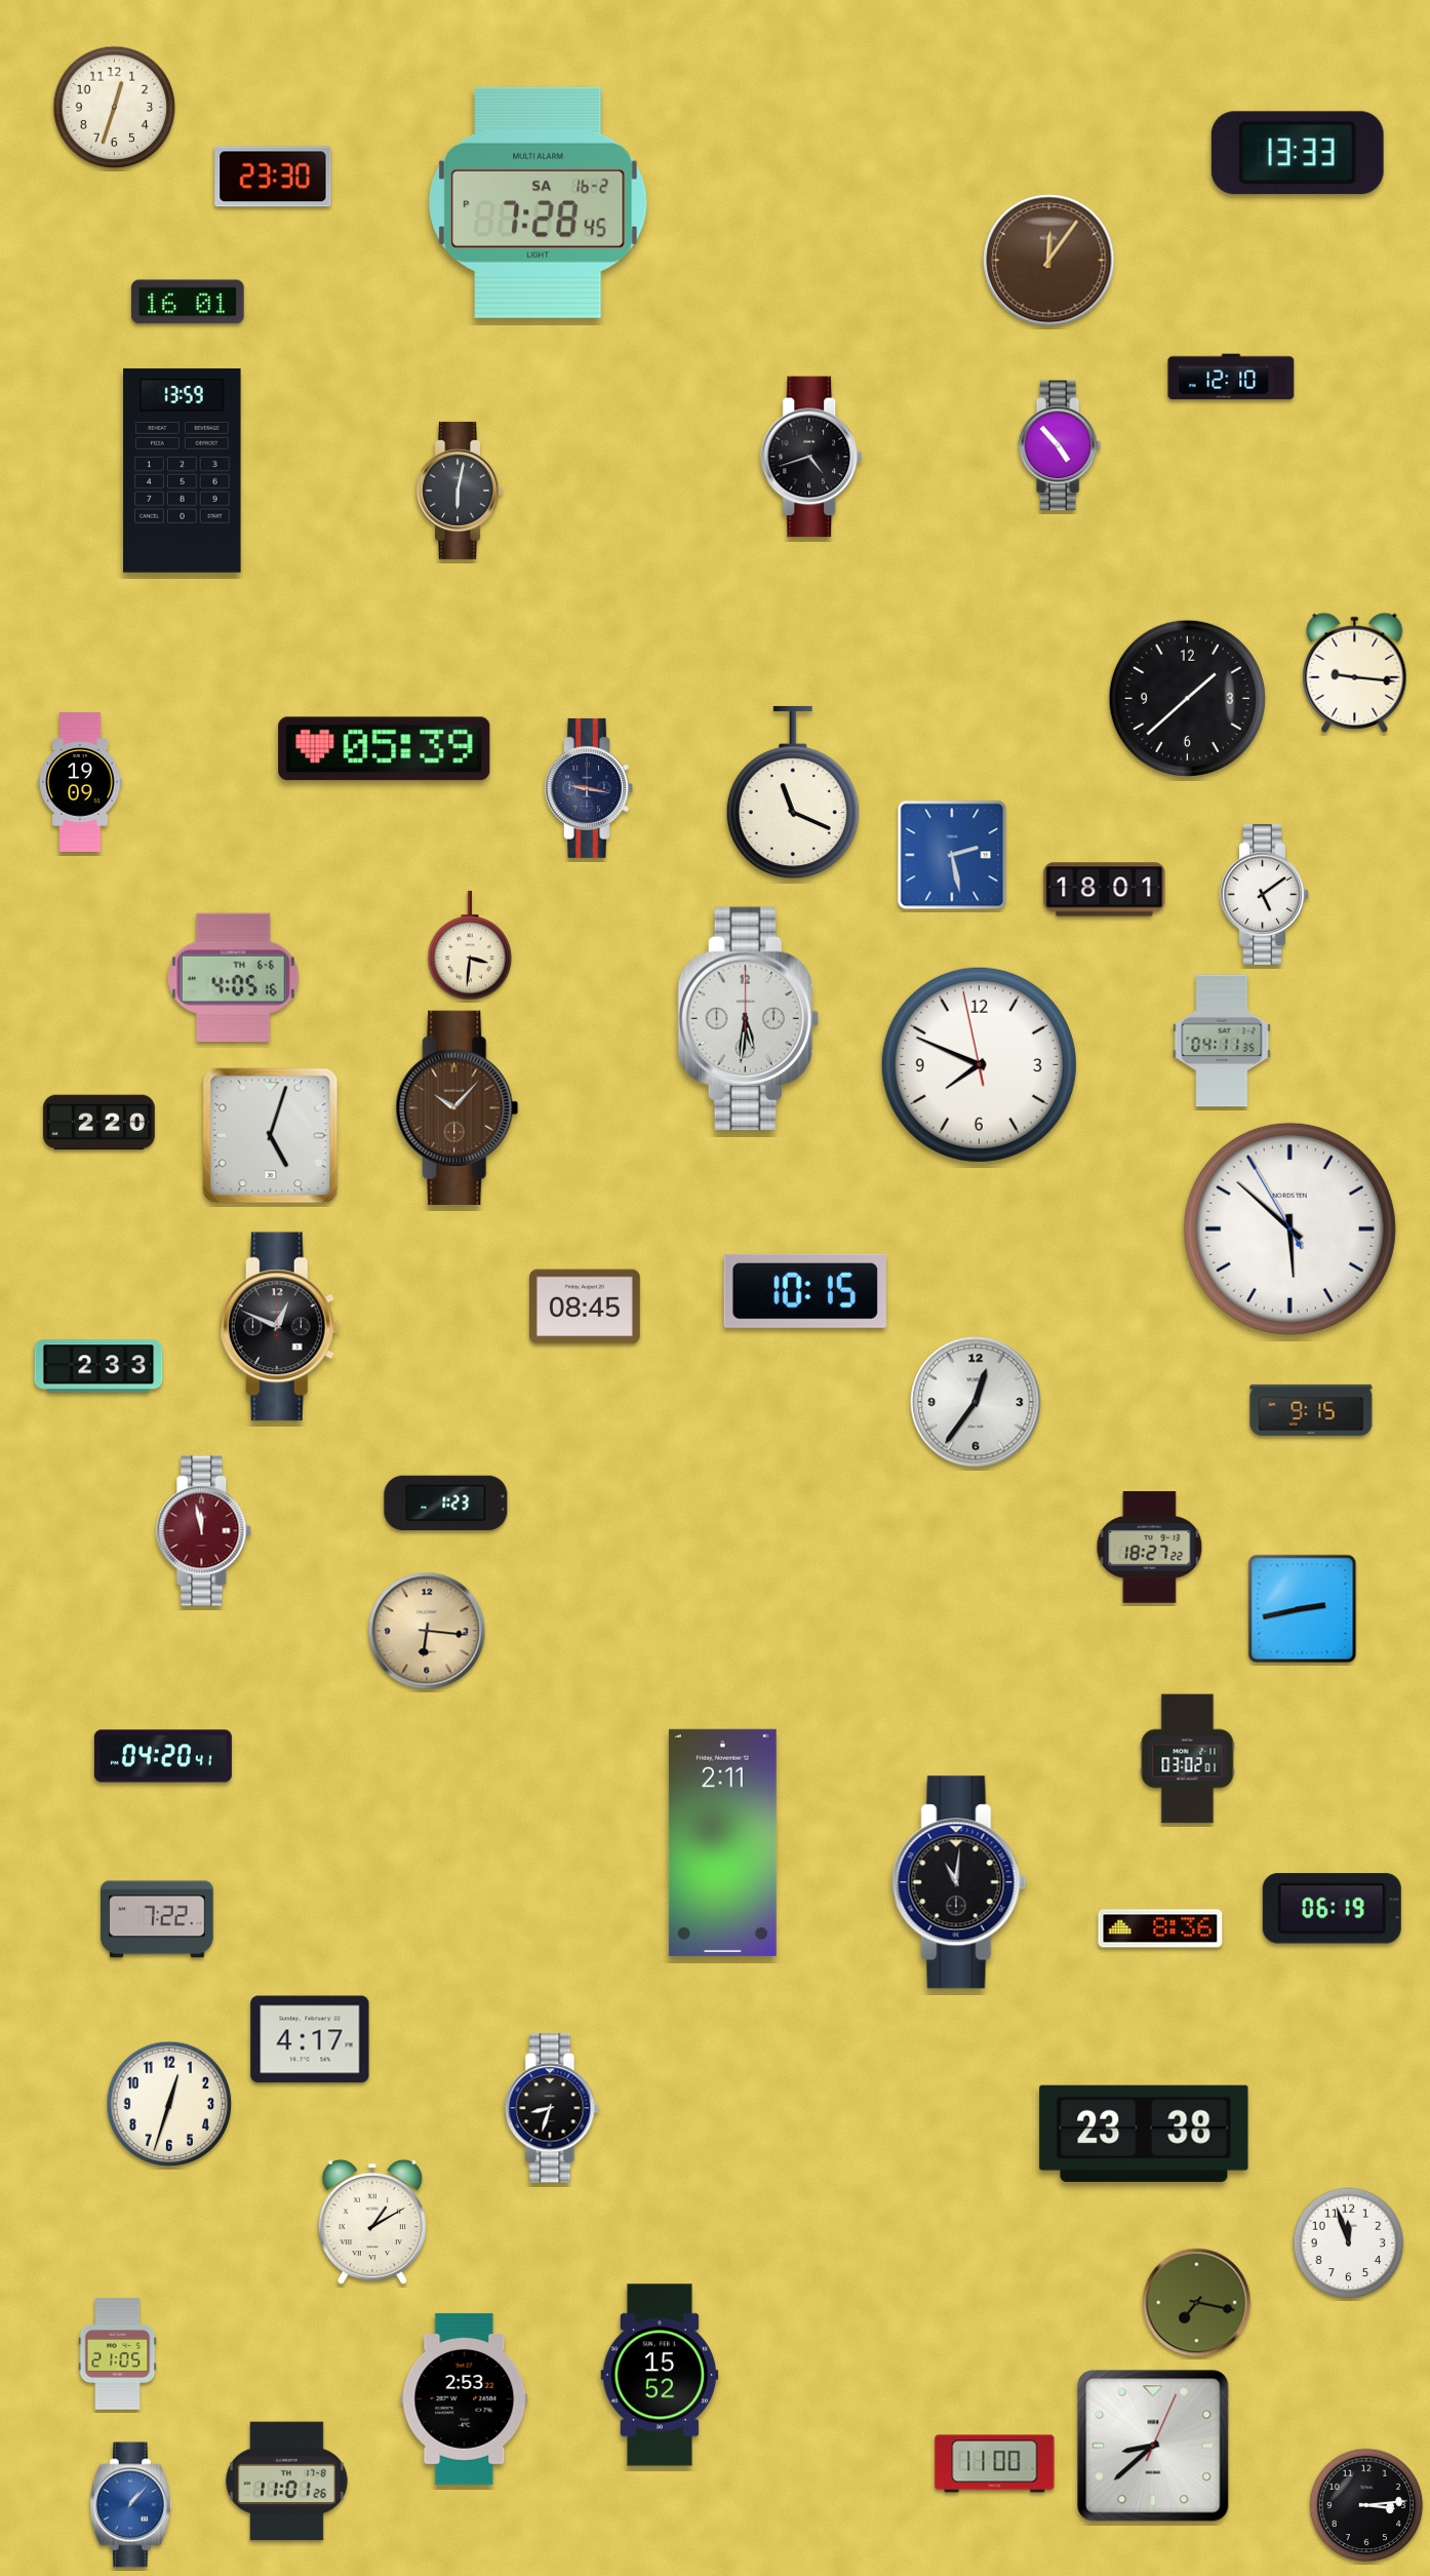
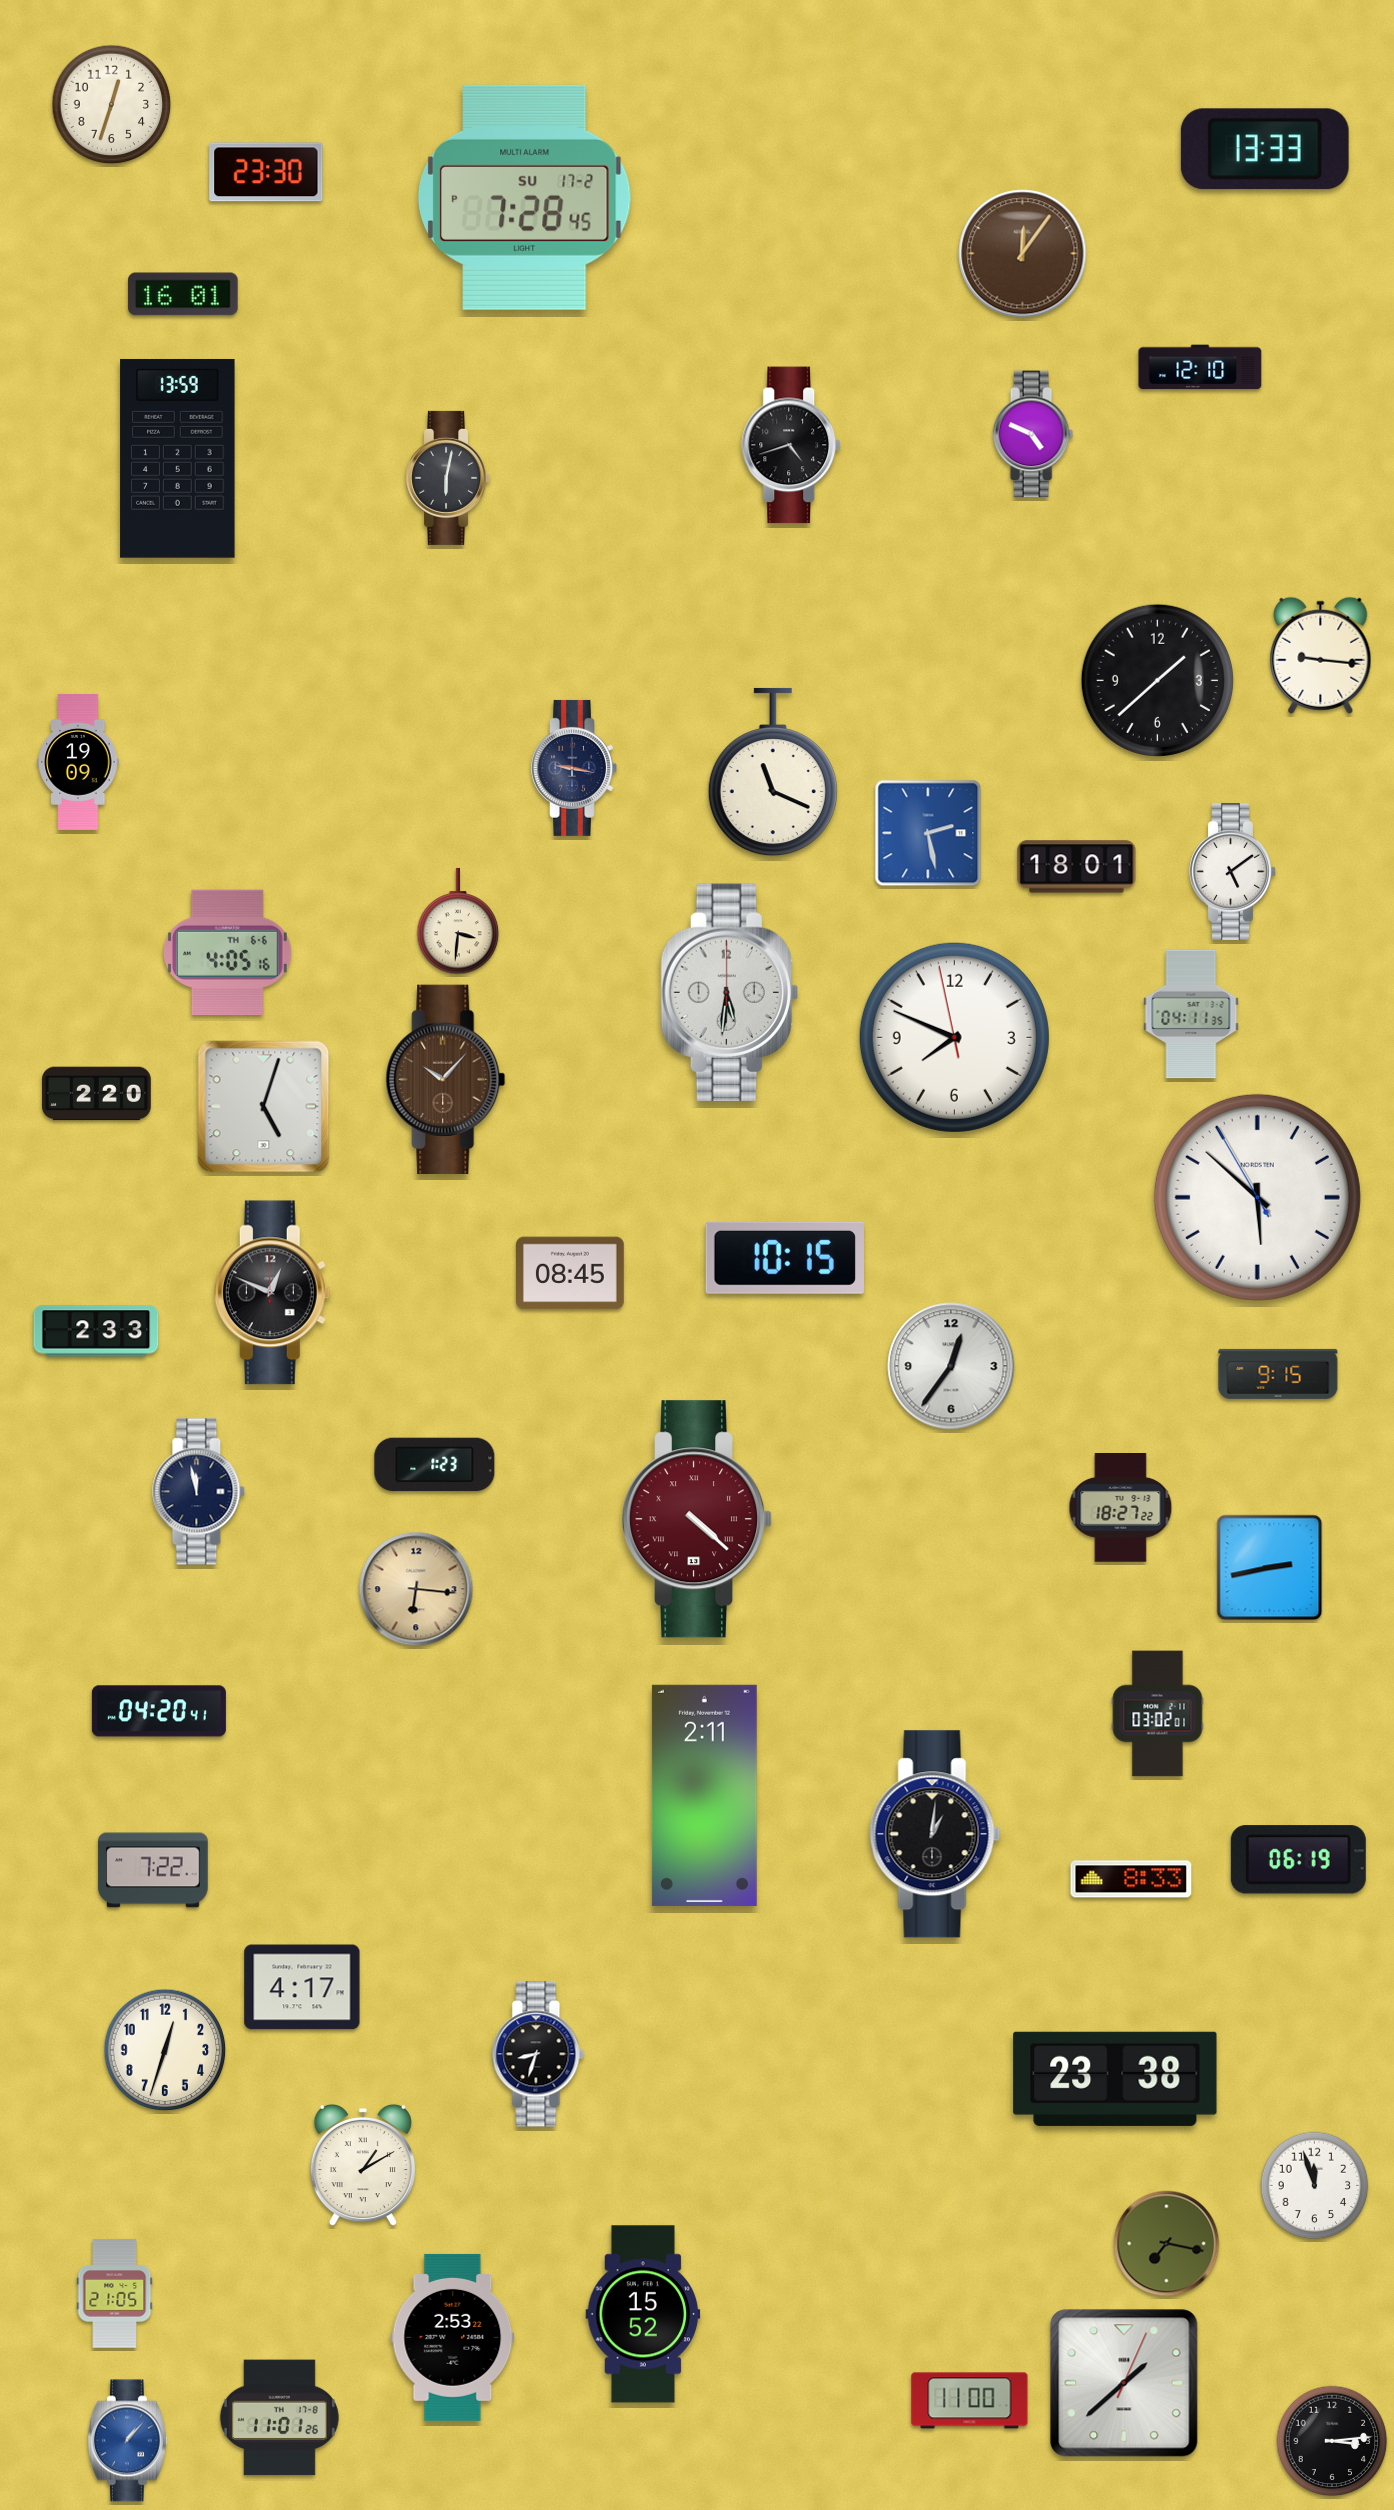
clock at (538, 202) date: SA 16-2 -> SU 17-2
clock at (1060, 445): 4:53 -> 4:49
clock at (385, 749): 05:39 -> none
clock at (204, 1531) dial: burgundy -> navy
clock at (698, 1519): none -> 4:22
clock at (959, 1882): 11:01 -> 1:01
clock at (1160, 1928): 8:36 -> 8:33
clock at (1153, 2446): 8:38 -> 1:38
